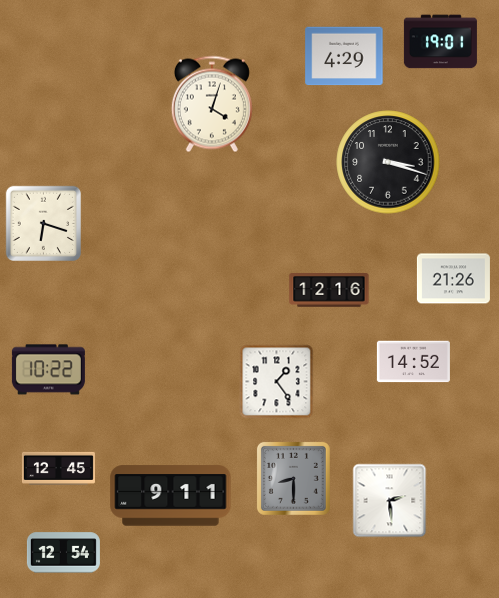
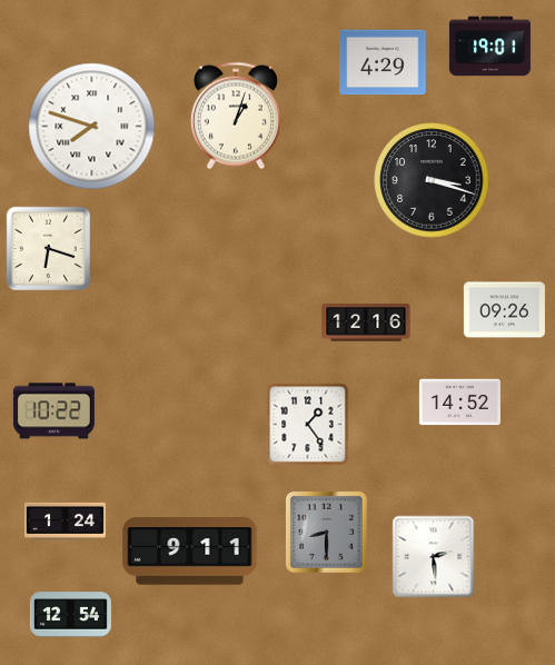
clock at (212, 104): 4:03 -> 1:03
clock at (92, 127): none -> 7:48
clock at (453, 279): 21:26 -> 09:26
clock at (58, 468): 12:45 -> 1:24
